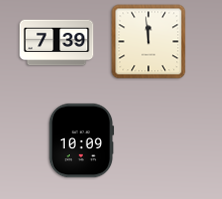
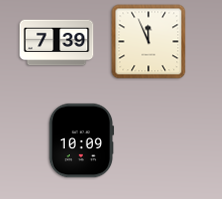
clock at (149, 42): 11:59 -> 11:56
